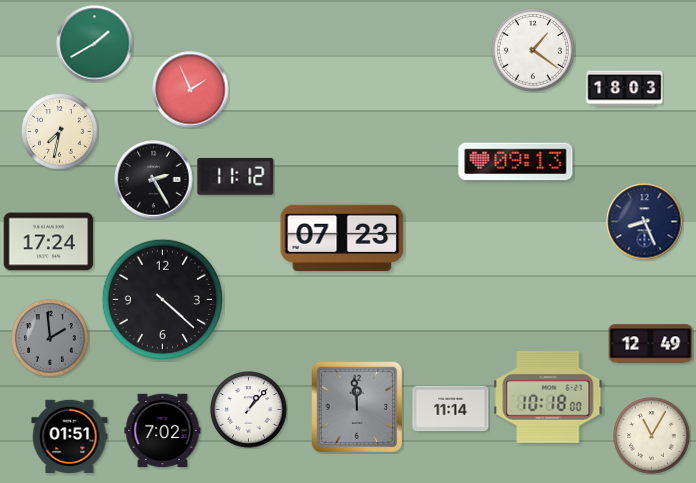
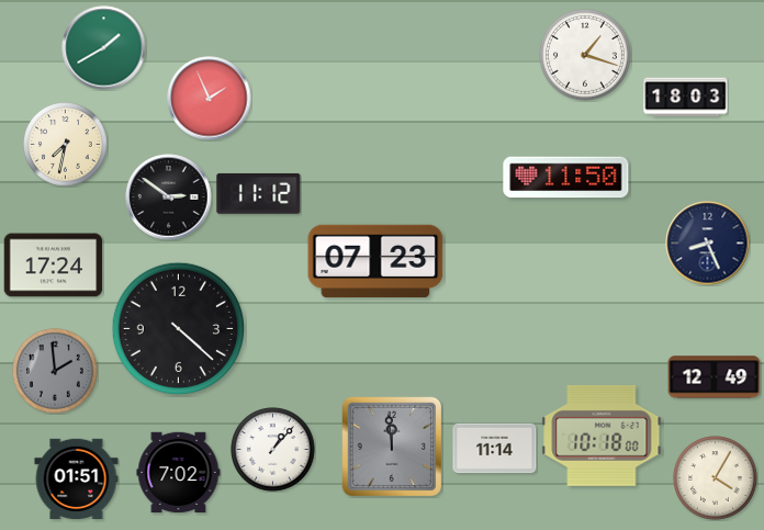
clock at (533, 50): 1:21 -> 1:18
clock at (516, 162): 09:13 -> 11:50
clock at (154, 180): 2:25 -> 2:51
clock at (652, 436): 11:05 -> 4:05
